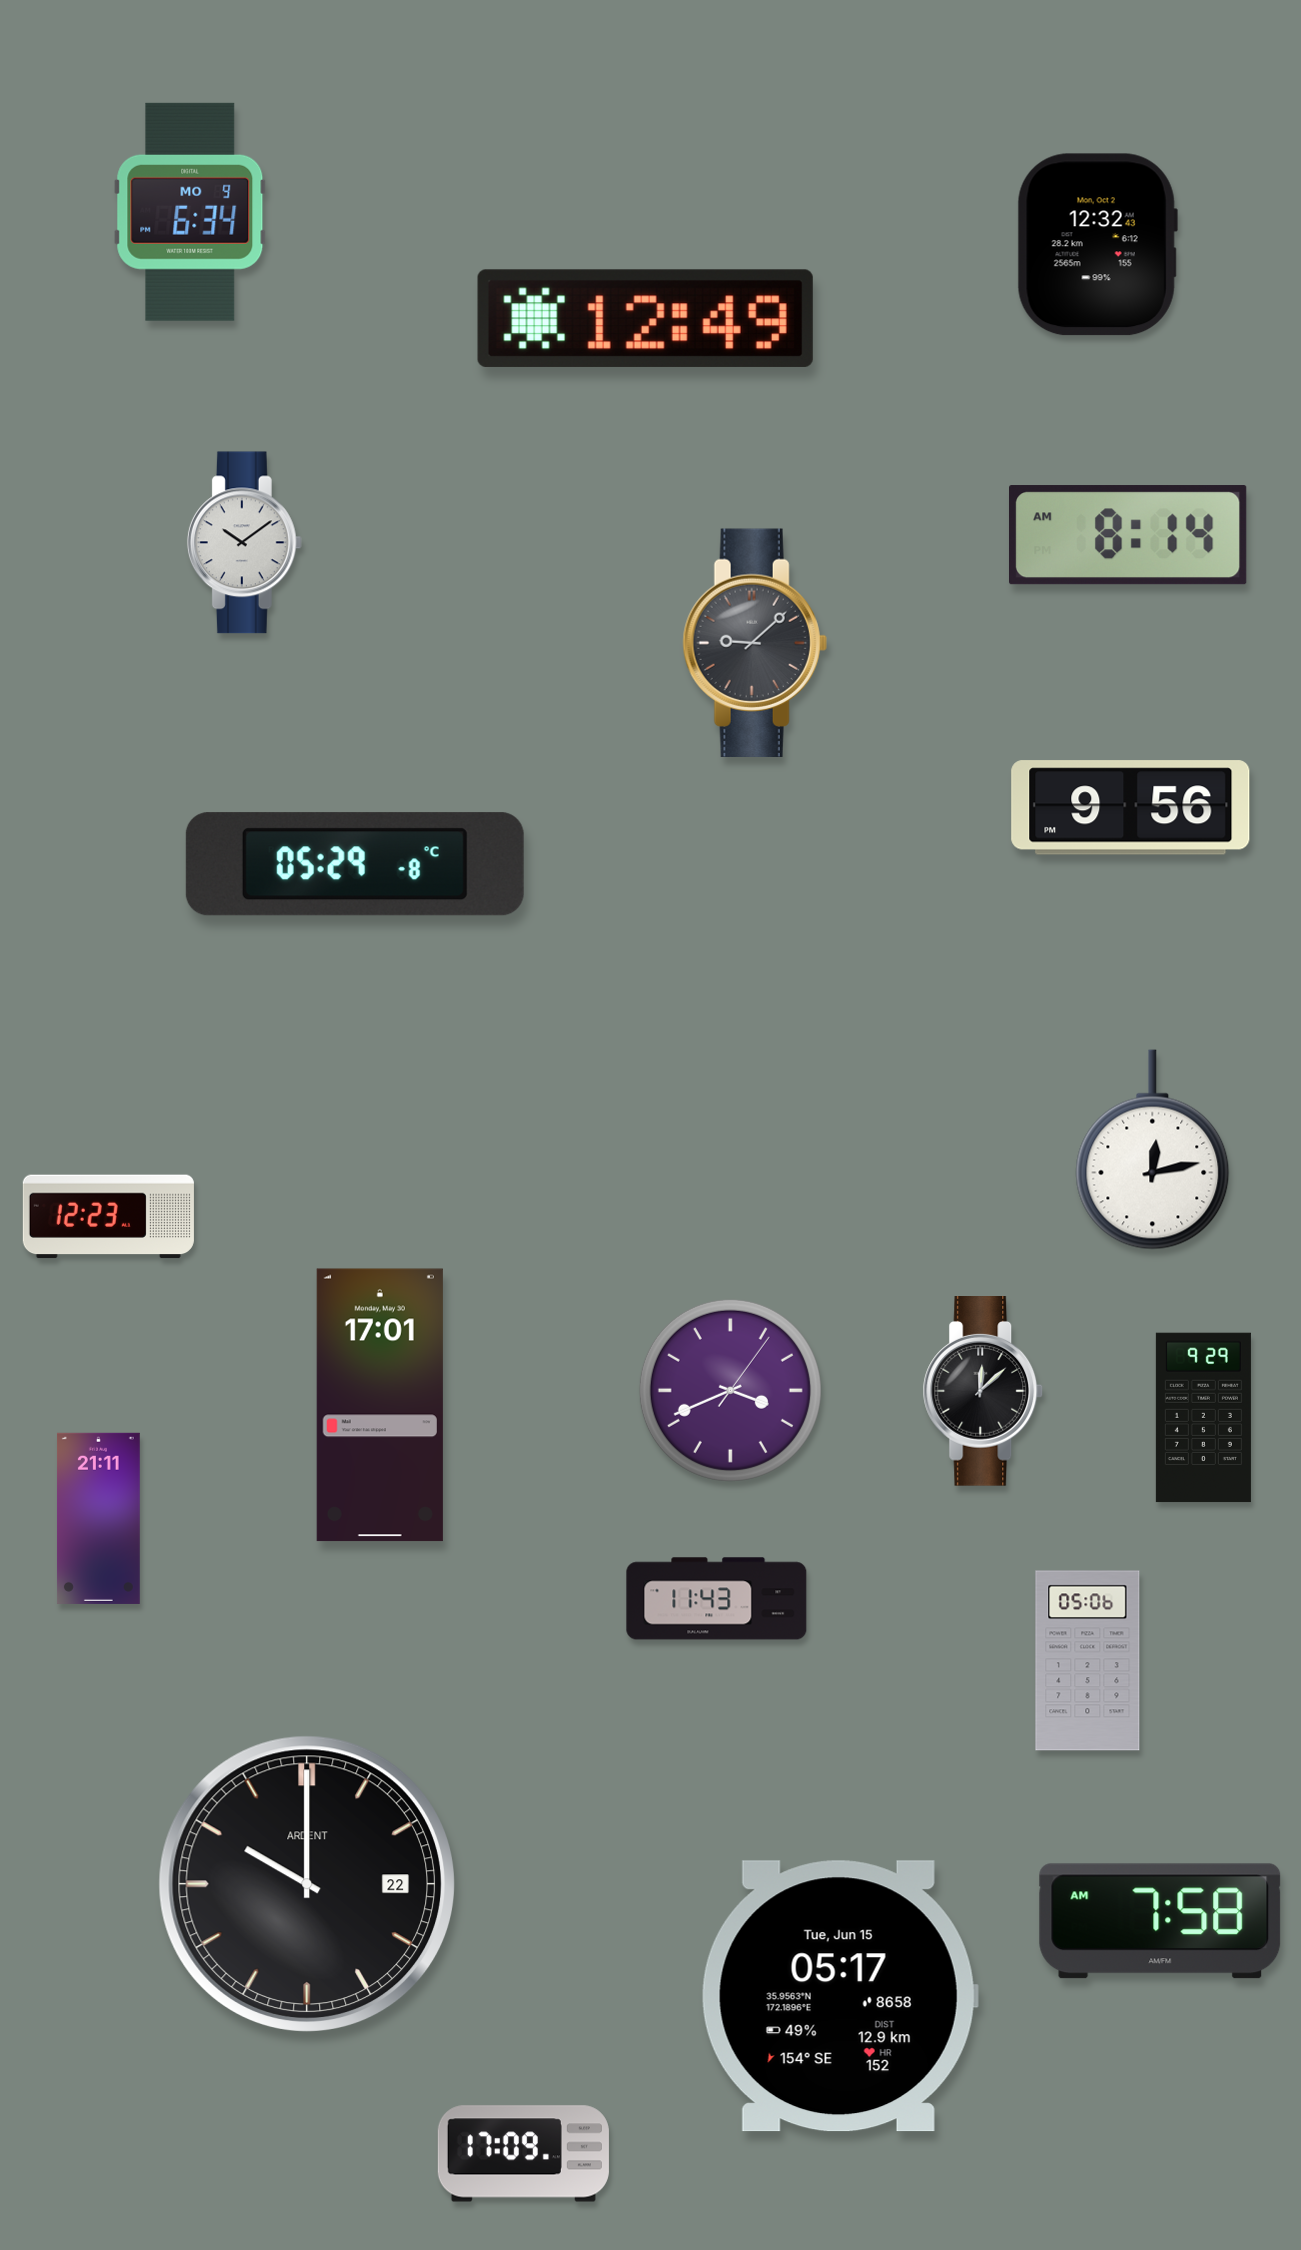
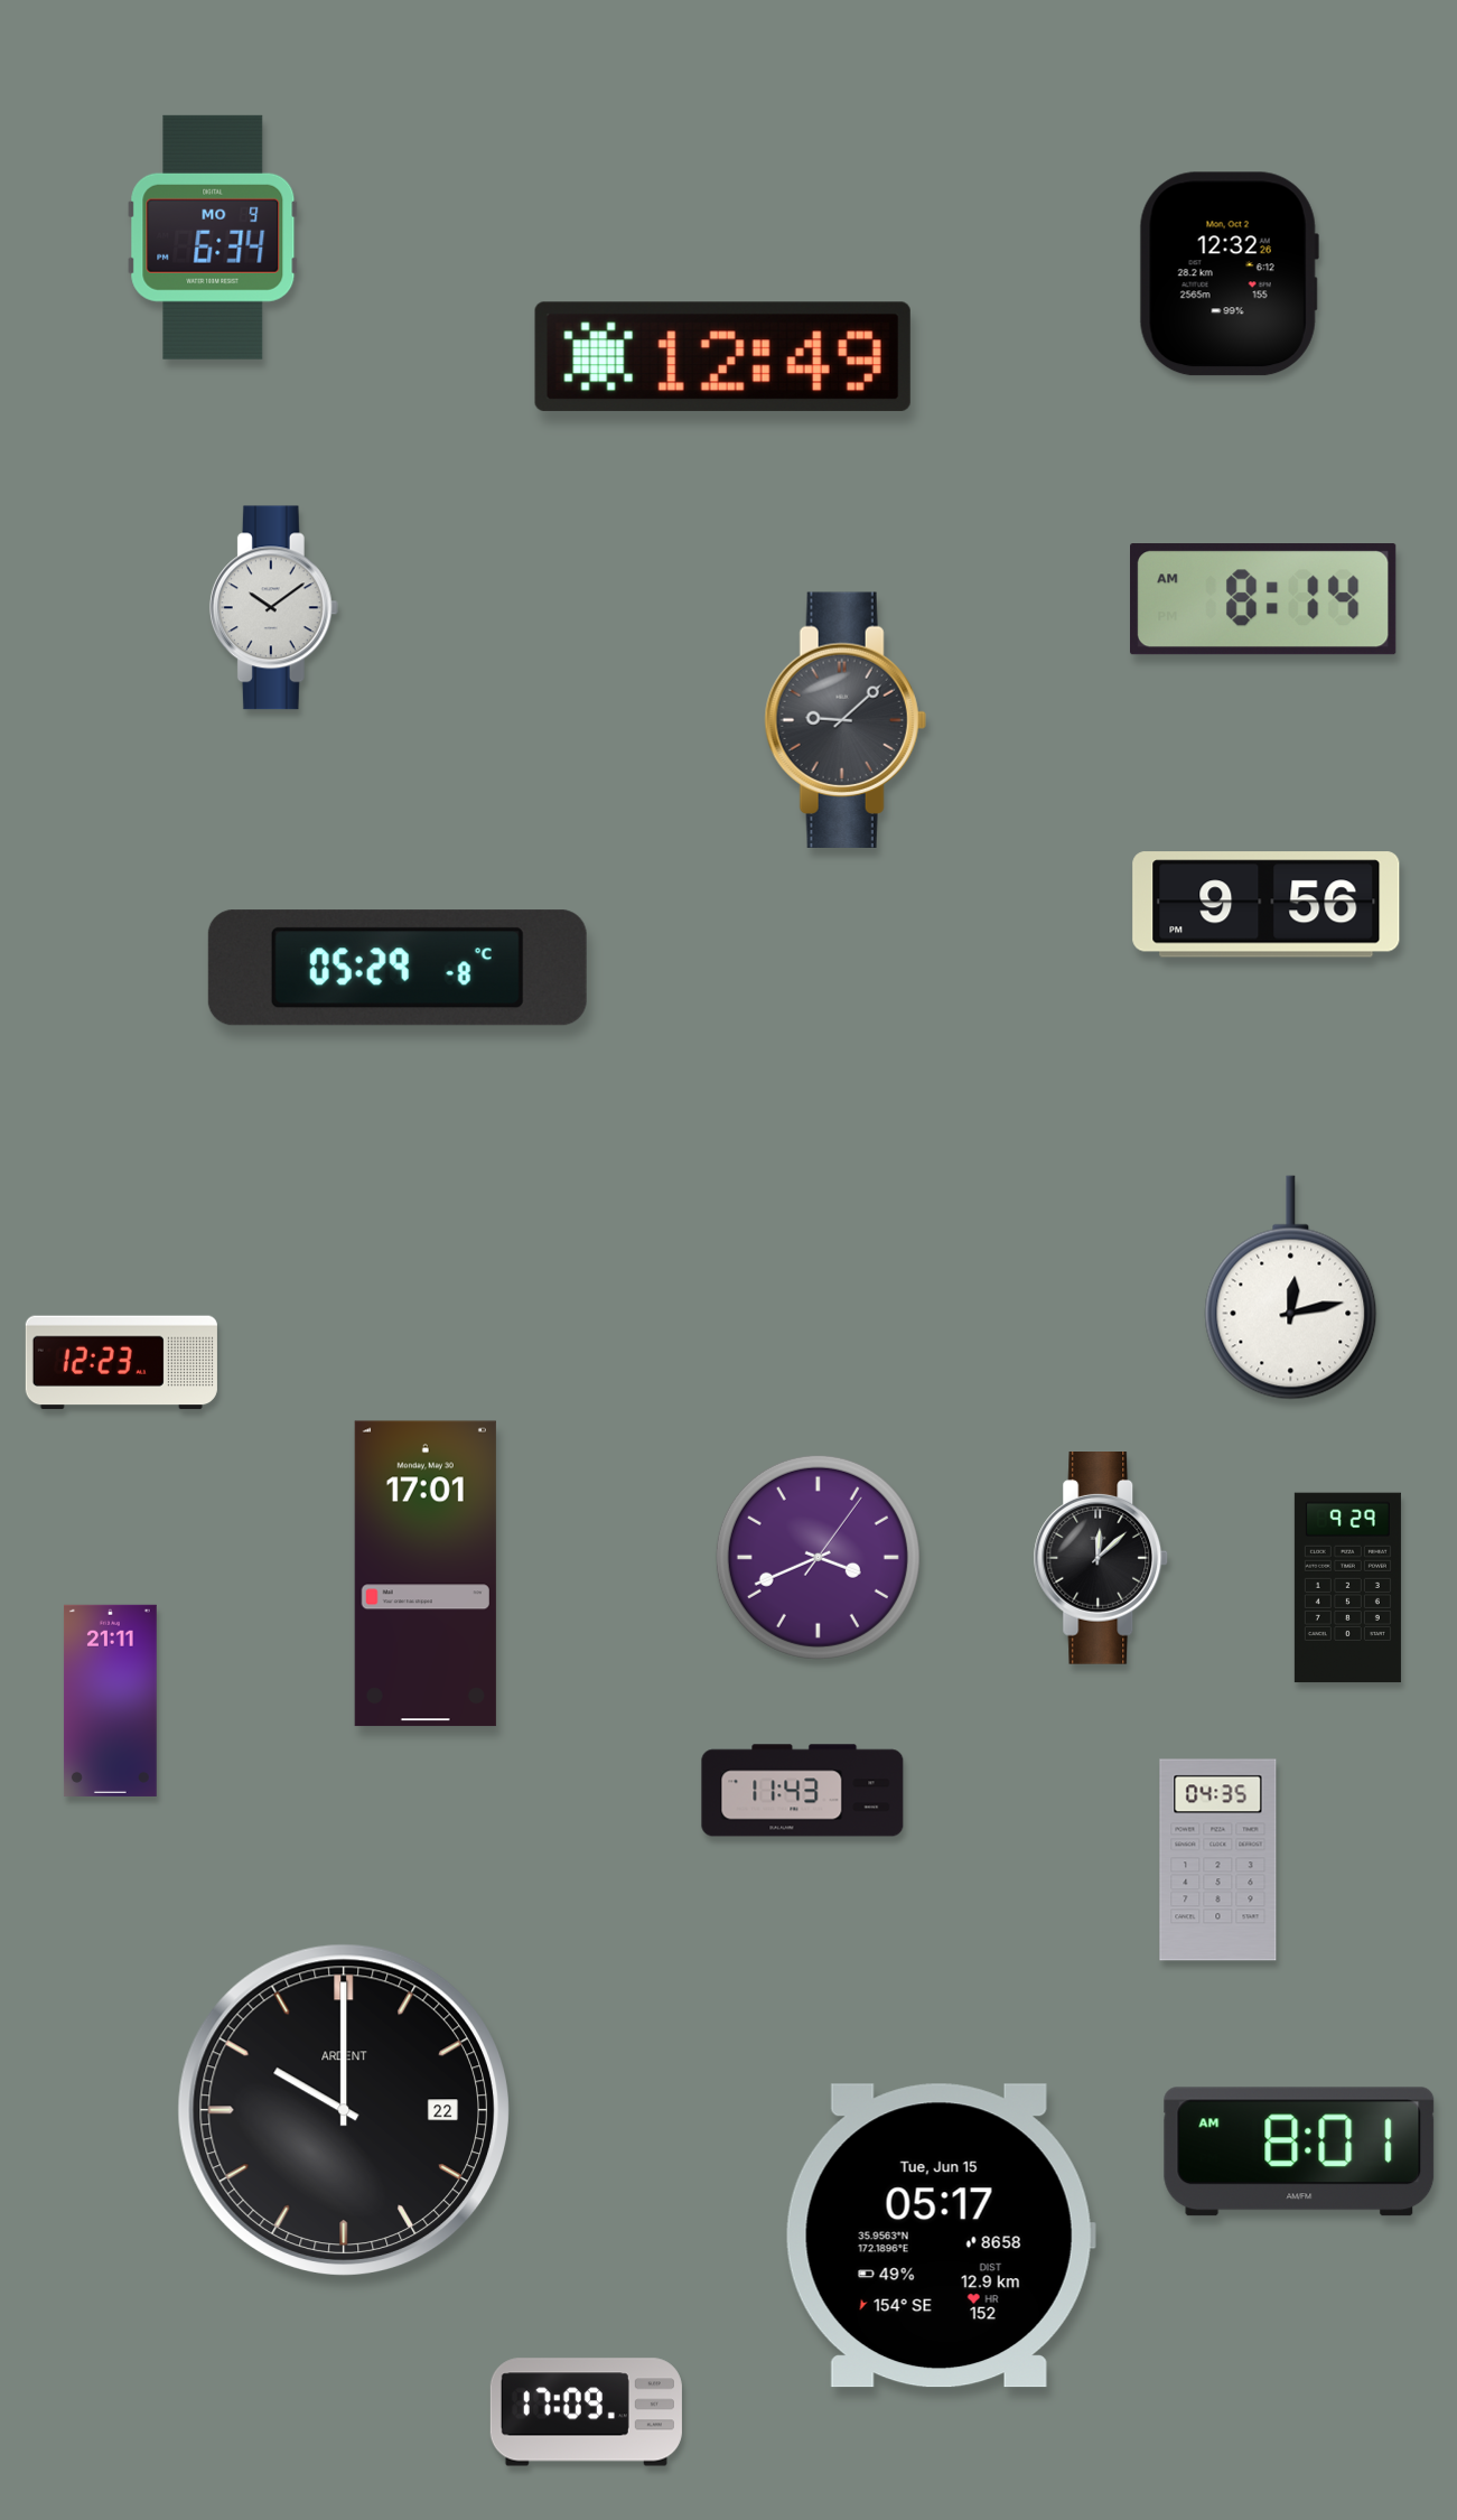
clock at (1097, 245): 12:32:43 -> 12:32:26
clock at (1088, 1661): 05:06 -> 04:35
clock at (1160, 1921): 7:58 -> 8:01
